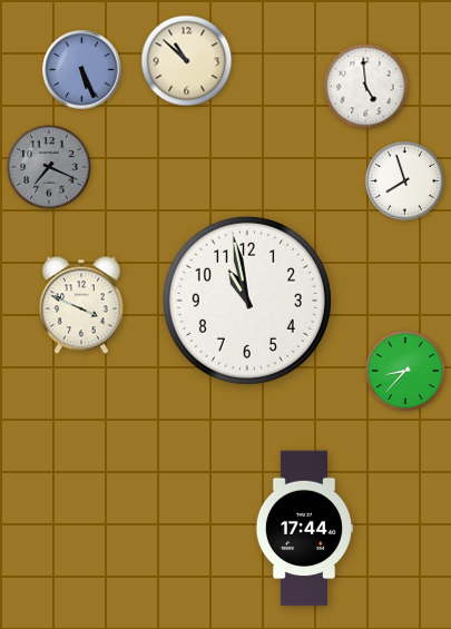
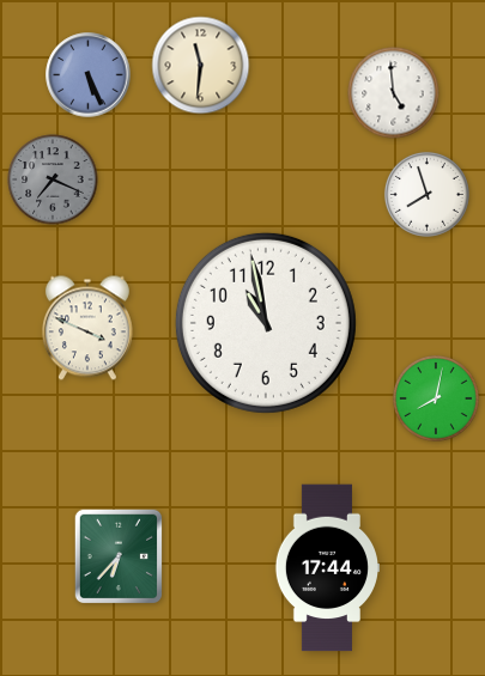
clock at (187, 61): 10:52 -> 11:31
clock at (404, 180) position: (404, 180) -> (426, 194)
clock at (406, 372): 8:37 -> 8:02
clock at (117, 555): none -> 6:37
